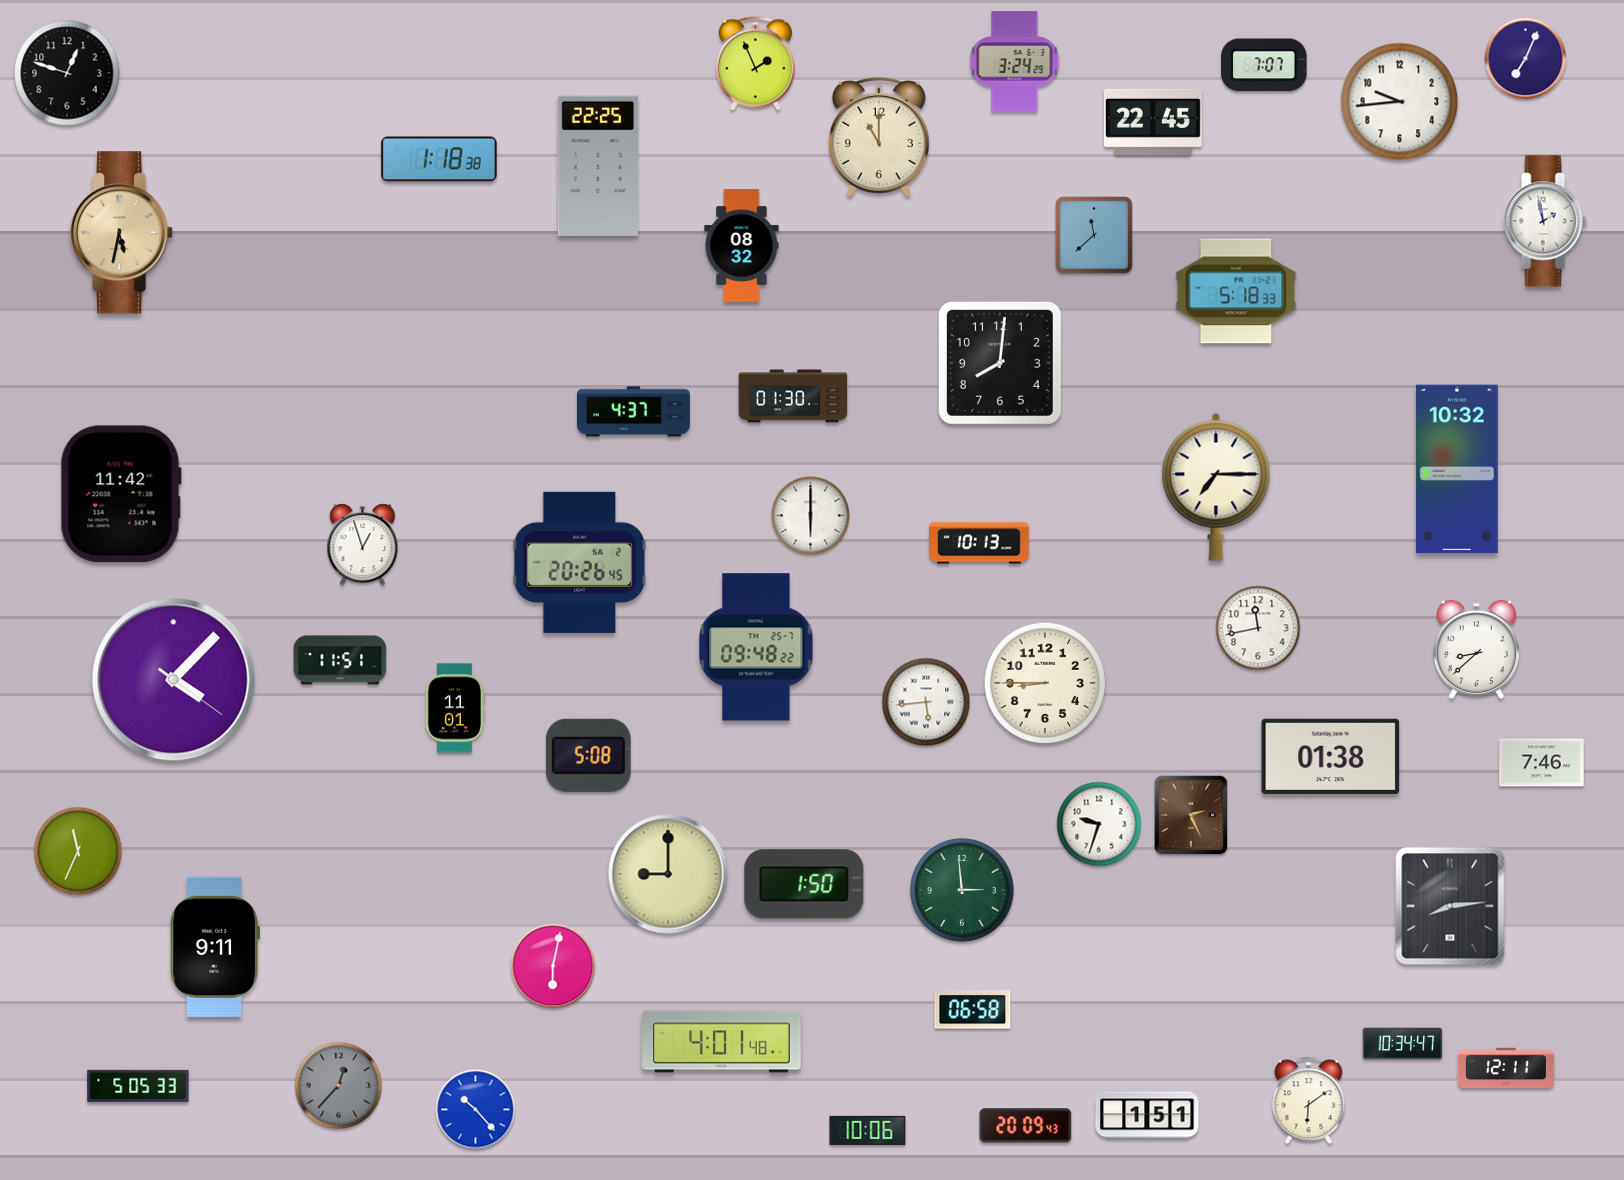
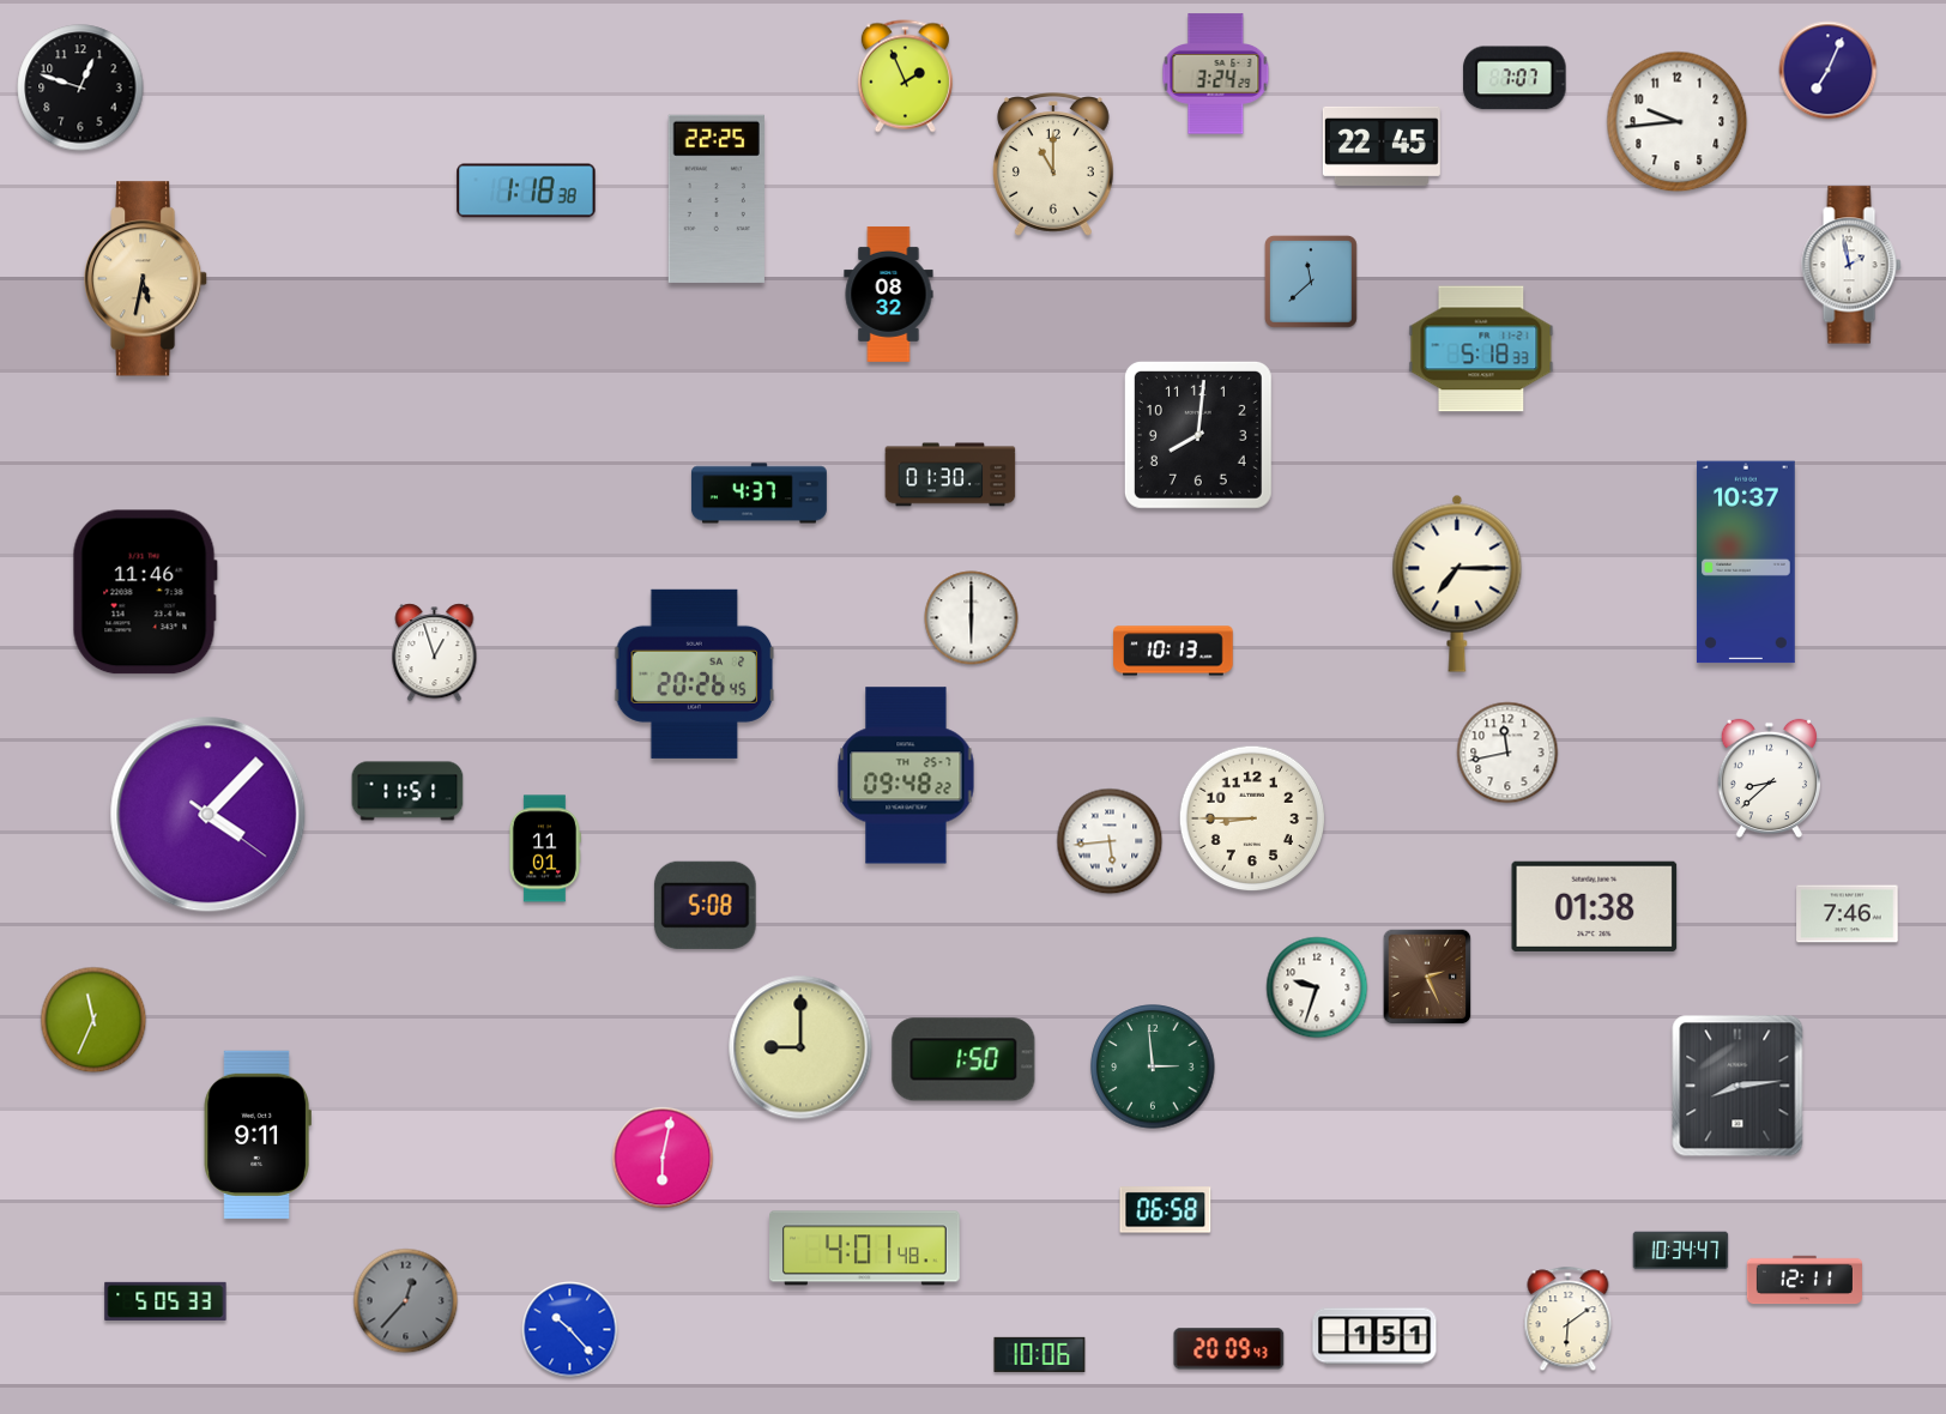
clock at (1457, 469): 10:32 -> 10:37
clock at (121, 494): 11:42 -> 11:46
